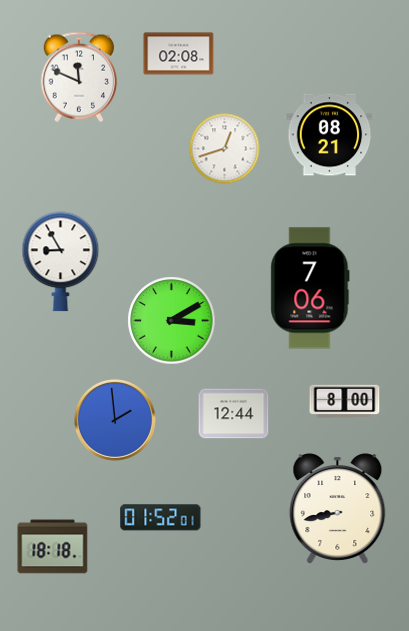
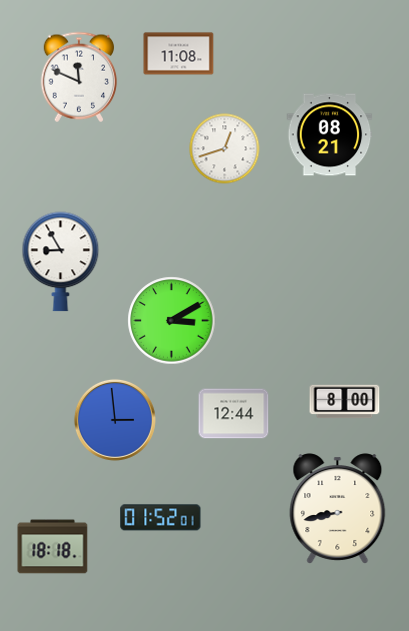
clock at (179, 54): 02:08 -> 11:08
clock at (310, 288): 7:06 -> none
clock at (115, 420): 1:59 -> 2:59
